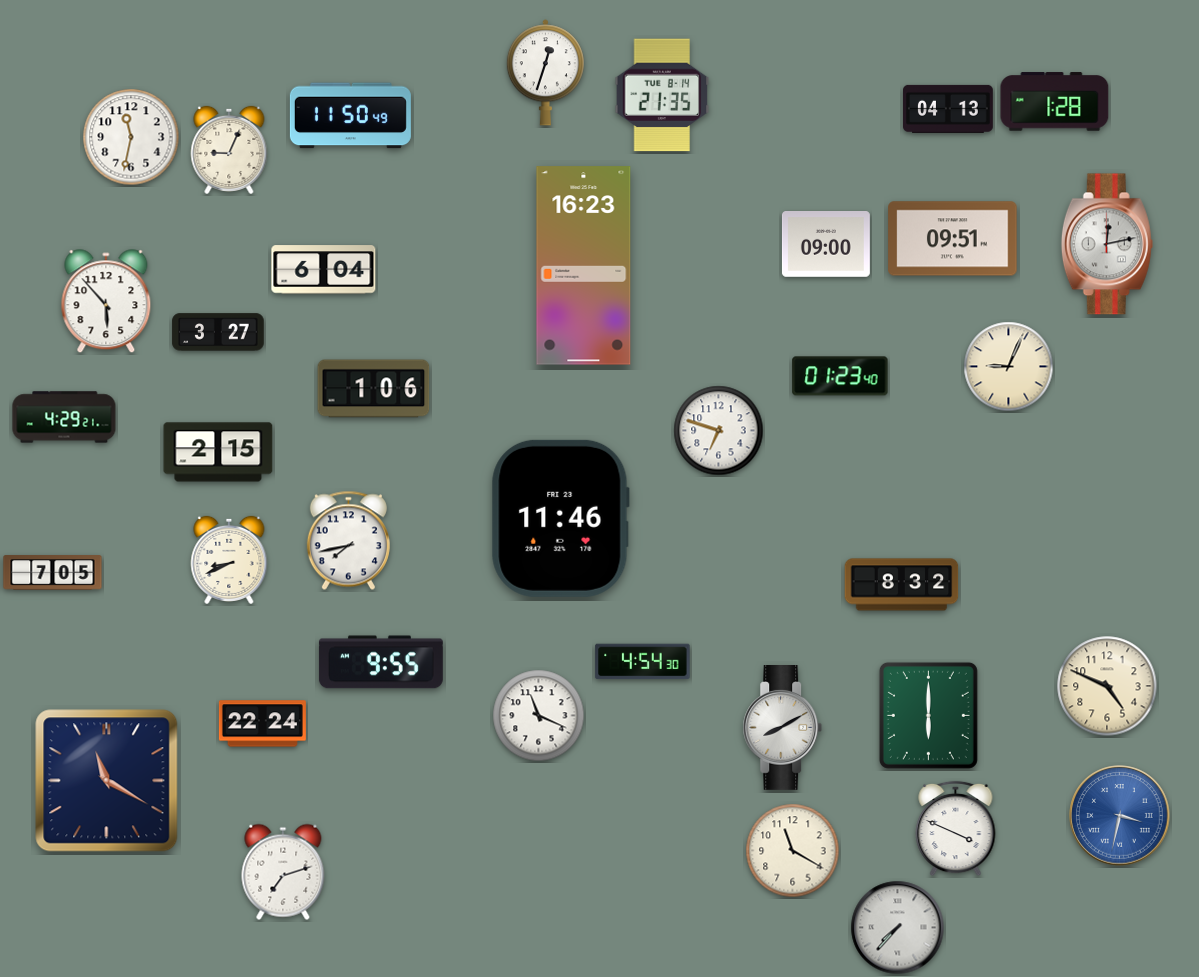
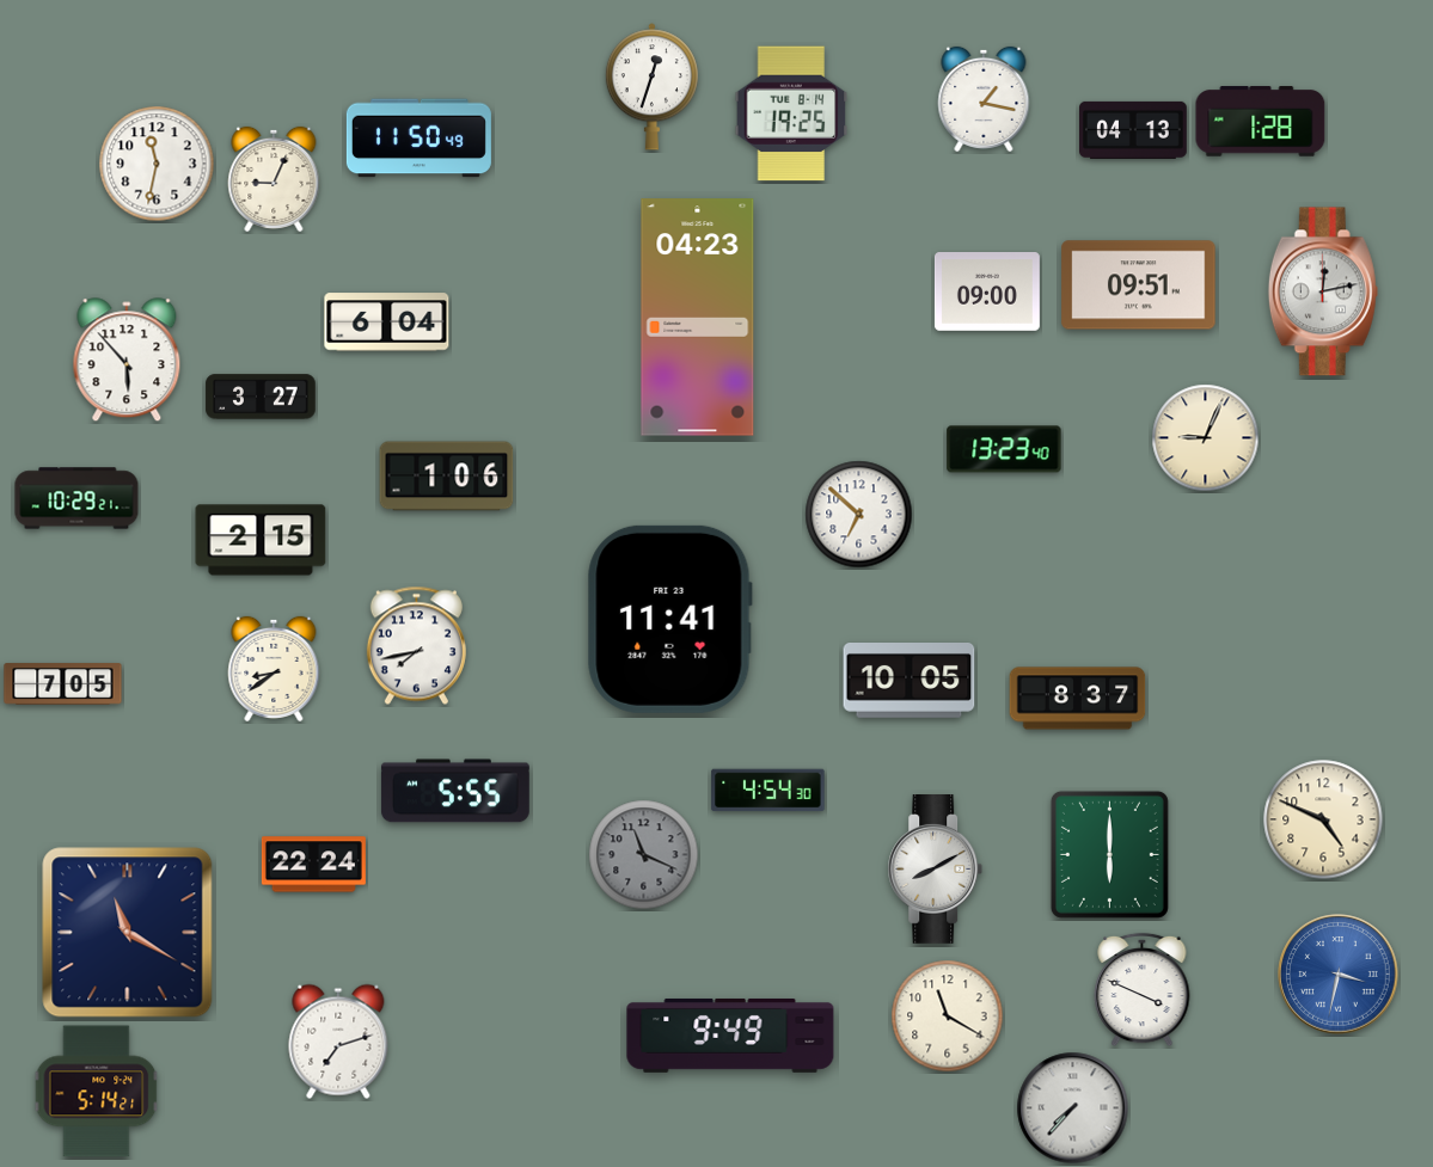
clock at (984, 99): none -> 1:17
clock at (662, 95): 21:35 -> 19:25
clock at (584, 266): 16:23 -> 04:23
clock at (840, 376): 01:23 -> 13:23
clock at (374, 389) position: (374, 389) -> (447, 477)
clock at (64, 417): 4:29 -> 10:29
clock at (719, 431): 6:48 -> 6:52
clock at (560, 518): 11:46 -> 11:41
clock at (229, 560): 8:41 -> 8:39
clock at (910, 681): none -> 10:05
clock at (902, 585): 8:32 -> 8:37
clock at (381, 662): 9:55 -> 5:55
clock at (539, 716) dial: white -> grey
clock at (730, 1036): none -> 9:49
clock at (97, 1092): none -> 5:14
